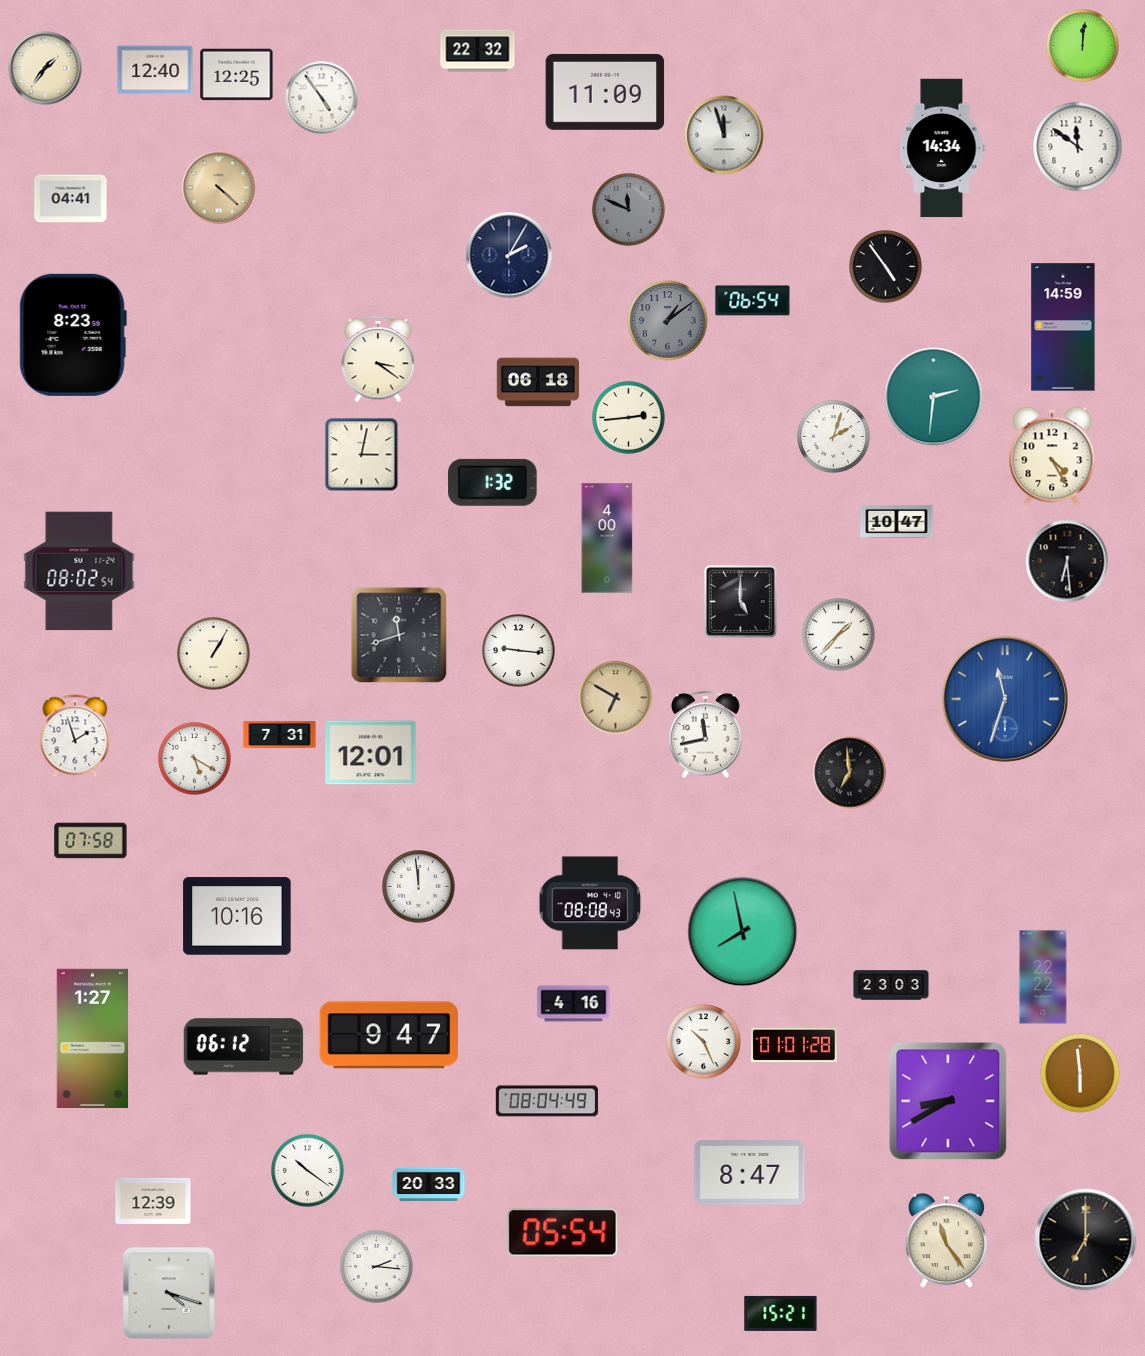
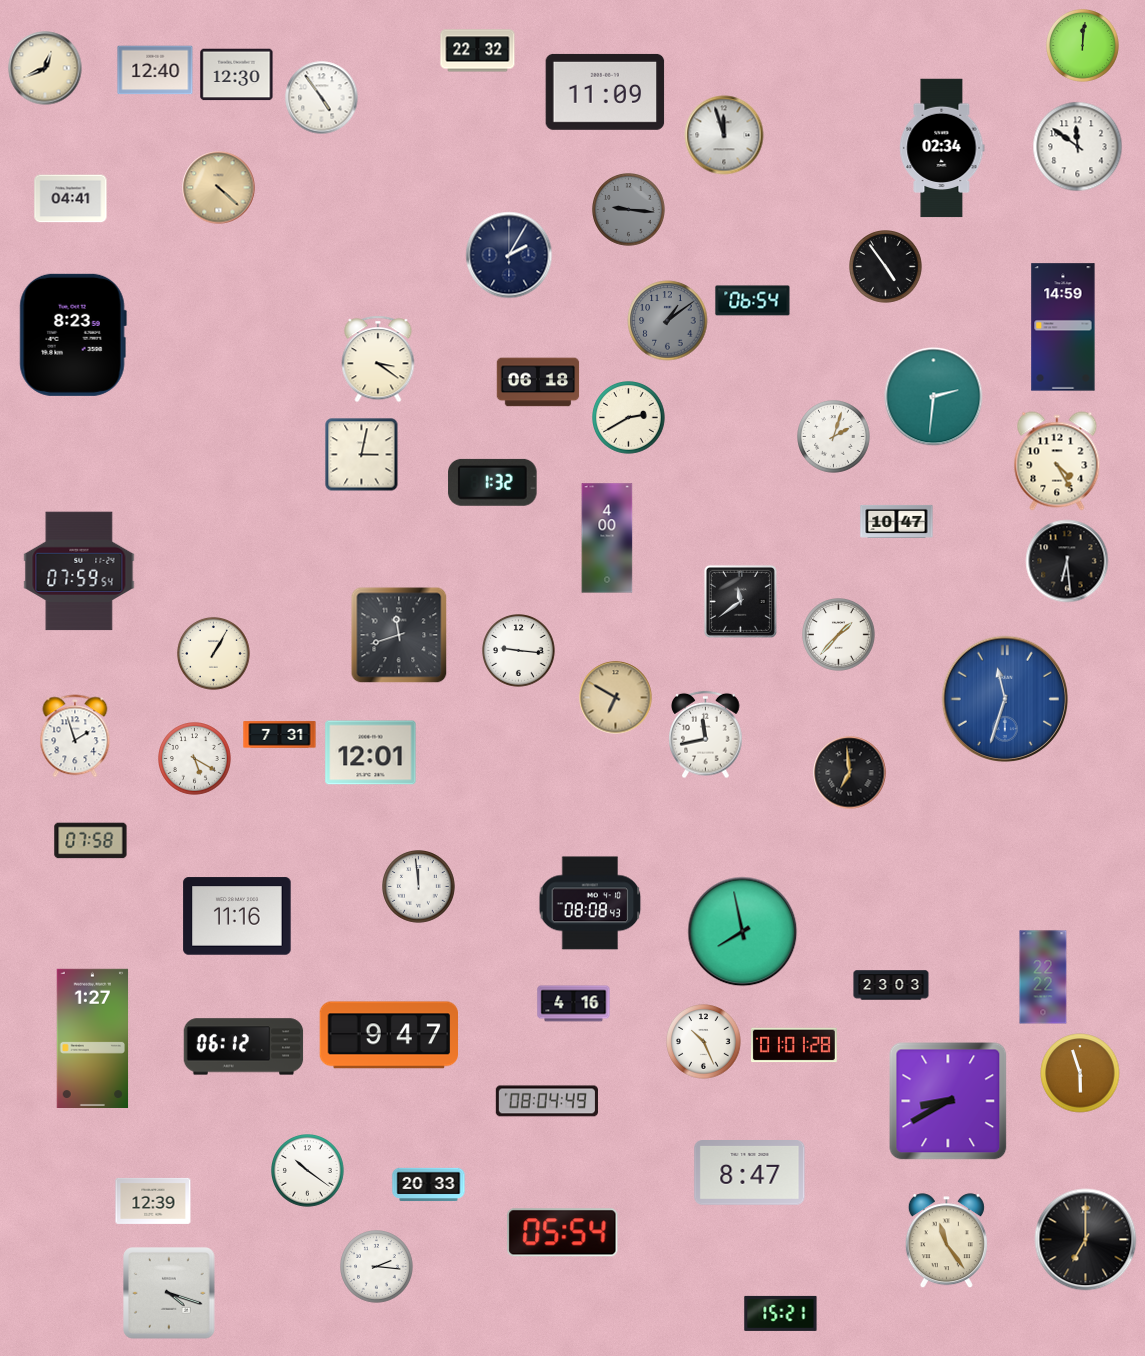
clock at (45, 68): 1:36 -> 12:41
clock at (237, 75): 12:25 -> 12:30
clock at (942, 148): 14:34 -> 02:34
clock at (629, 210): 11:49 -> 9:16
clock at (629, 418): 2:44 -> 2:40
clock at (1052, 456) position: (1052, 456) -> (1057, 461)
clock at (79, 571): 08:02 -> 07:59
clock at (740, 601): 5:00 -> 11:39
clock at (237, 916): 10:16 -> 11:16
clock at (1080, 1073): 5:59 -> 5:57
